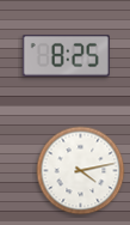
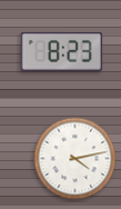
clock at (66, 55): 8:25 -> 8:23
